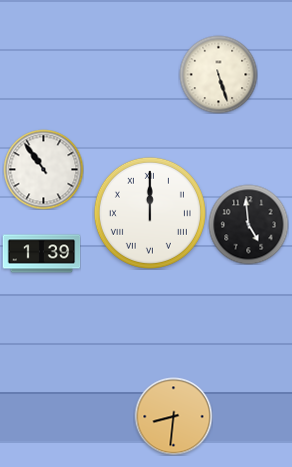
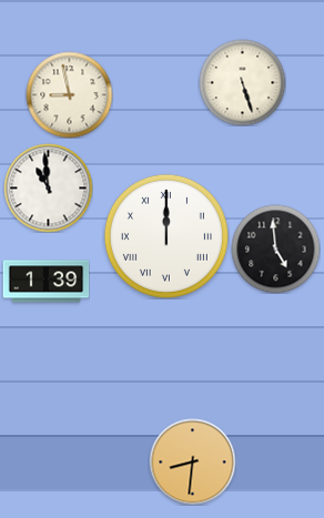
clock at (69, 94): none -> 8:58
clock at (43, 169): 10:54 -> 10:59
